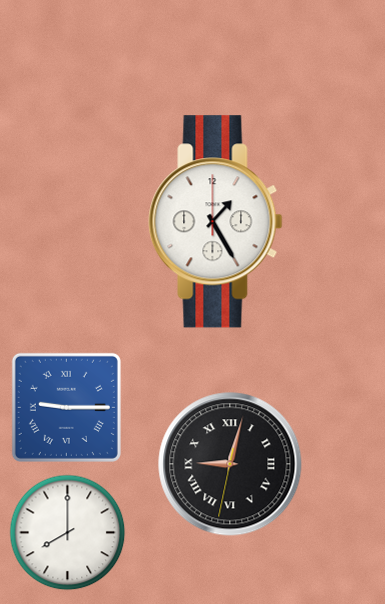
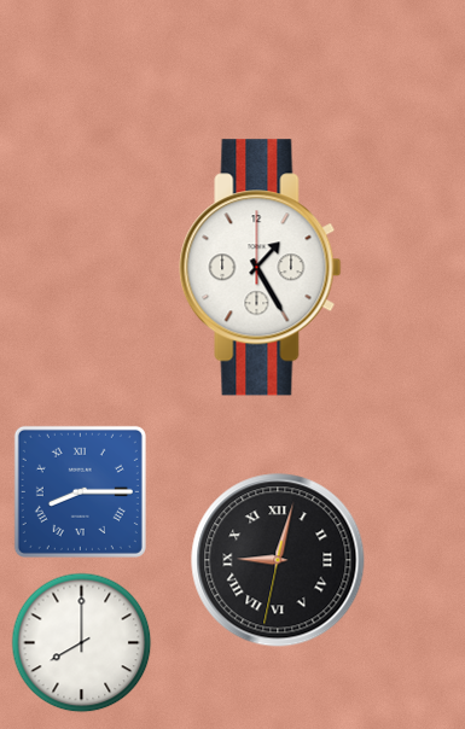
clock at (66, 407): 9:15 -> 8:15
